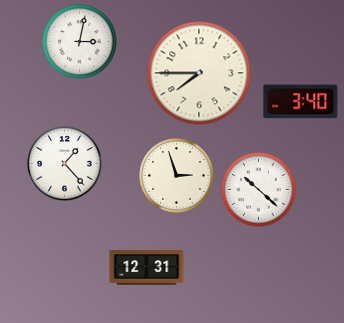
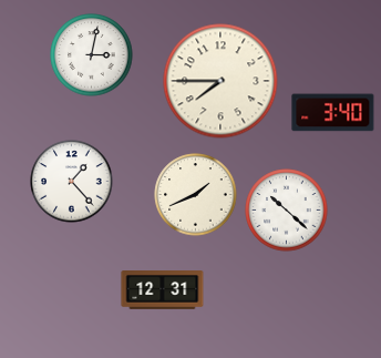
clock at (80, 42) position: (80, 42) -> (92, 55)
clock at (177, 176): 2:57 -> 1:41
clock at (147, 268) position: (147, 268) -> (163, 290)
